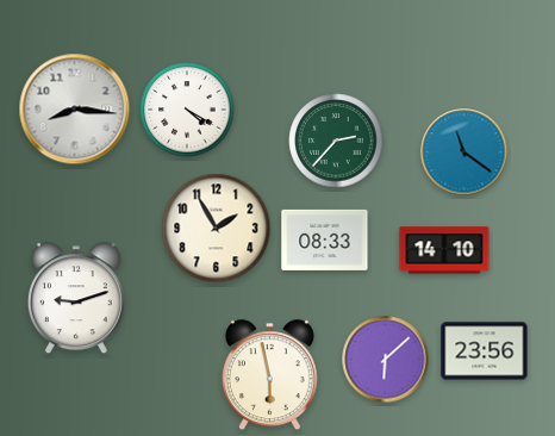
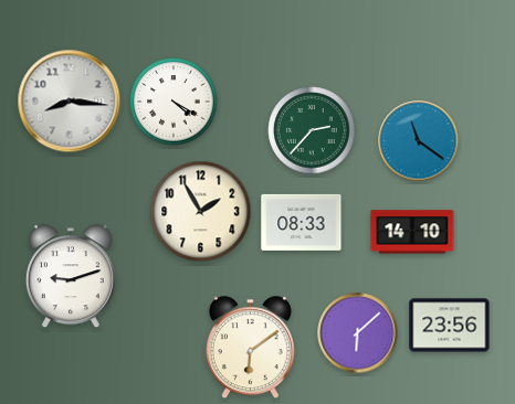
clock at (464, 152) position: (464, 152) -> (419, 141)
clock at (269, 375): 5:58 -> 6:09
